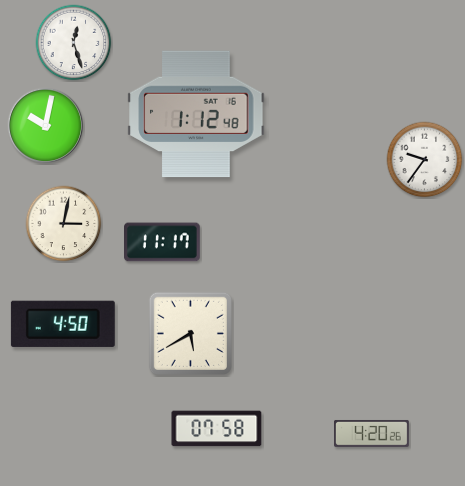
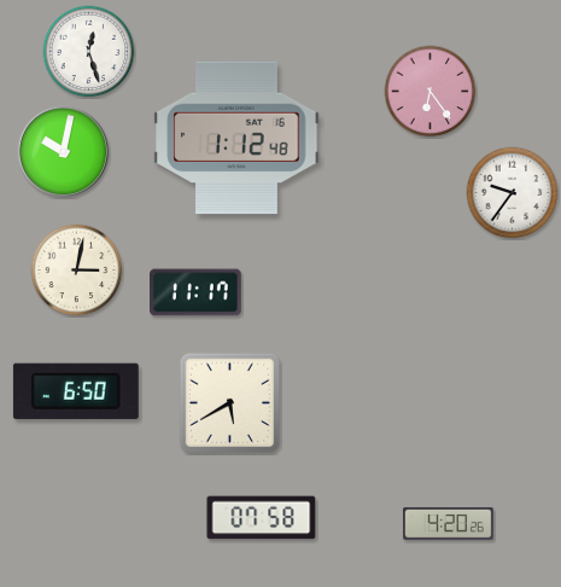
clock at (431, 92): none -> 6:24
clock at (45, 125) position: (45, 125) -> (63, 151)
clock at (63, 324): 4:50 -> 6:50
